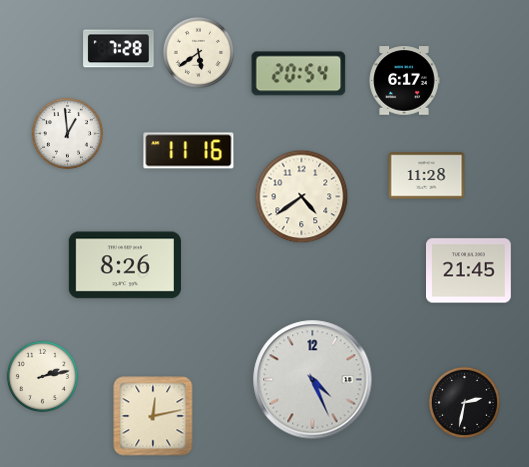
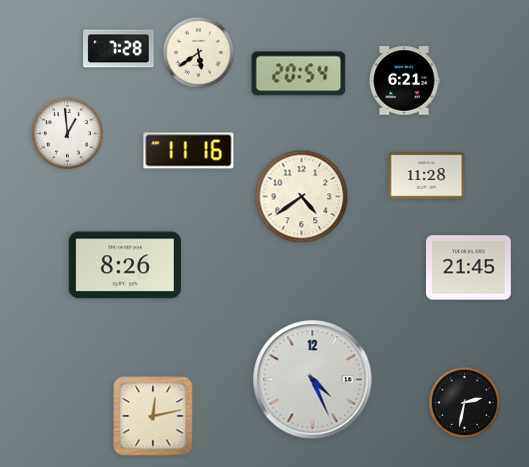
clock at (404, 81): 6:17 -> 6:21
clock at (469, 271) position: (469, 271) -> (469, 268)
clock at (42, 376): 2:13 -> none
